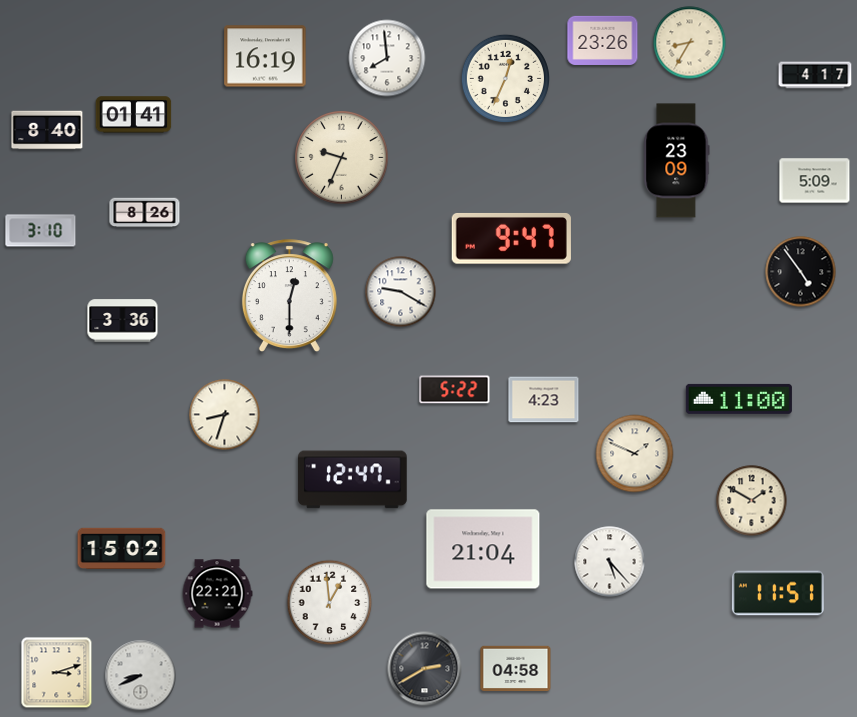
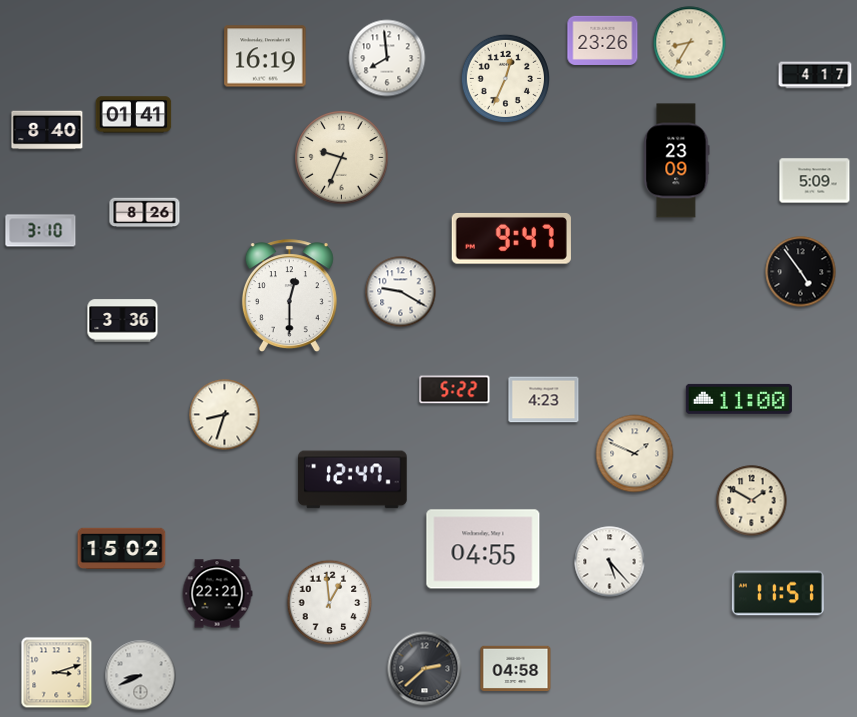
clock at (483, 549): 21:04 -> 04:55
clock at (425, 669): 2:40 -> 2:38
